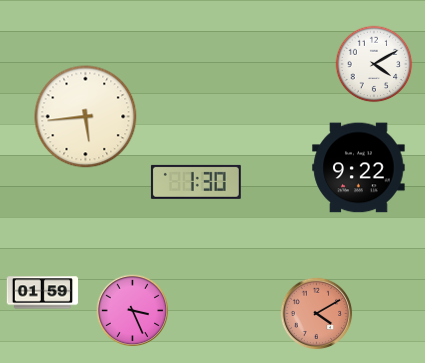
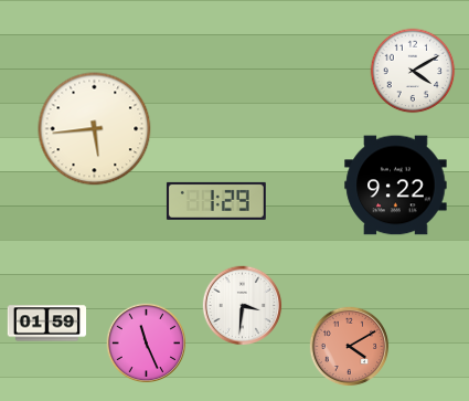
clock at (196, 182): 1:30 -> 1:29
clock at (243, 306): none -> 3:31
clock at (133, 311): 3:26 -> 11:26
